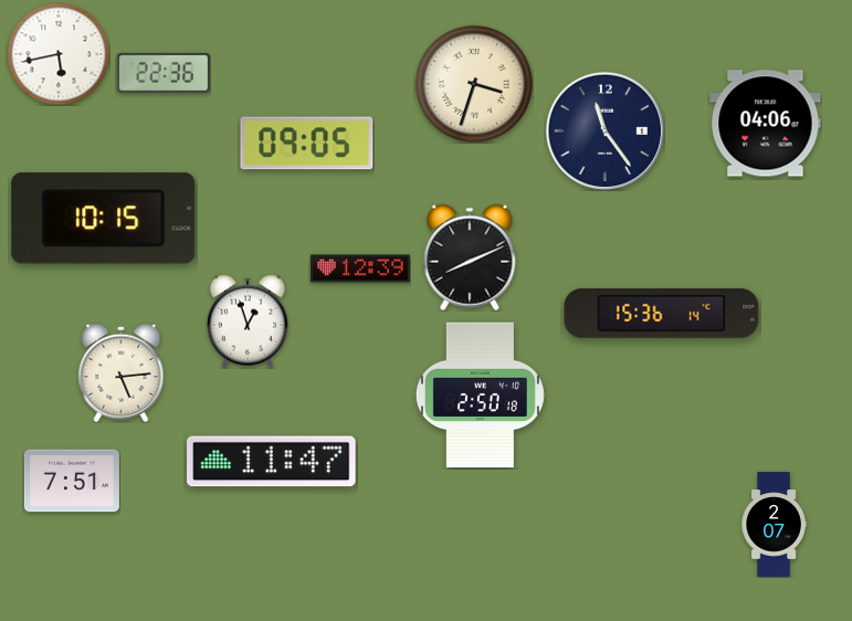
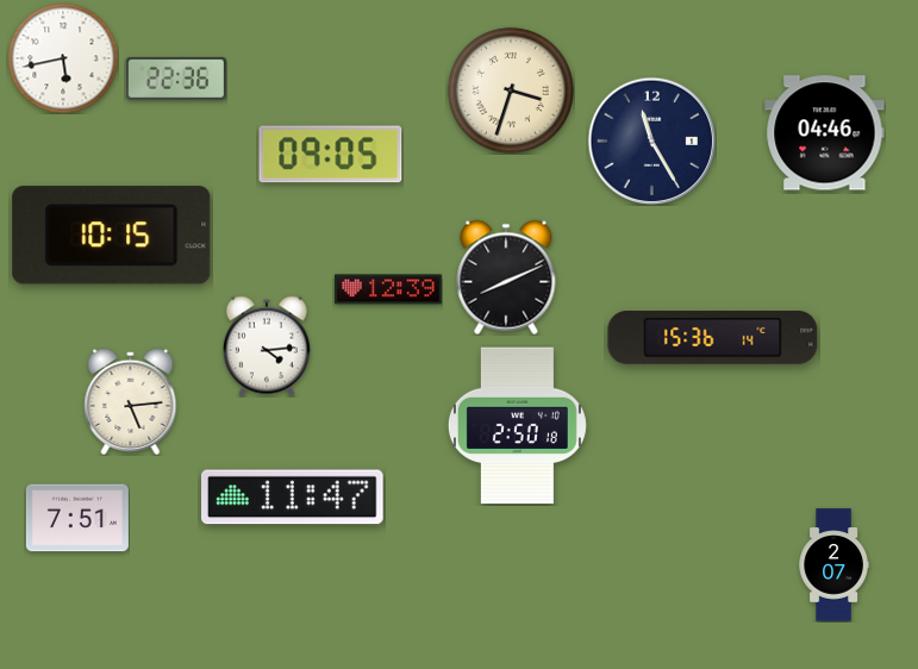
clock at (766, 124): 04:06 -> 04:46
clock at (604, 130): 11:24 -> 11:25
clock at (248, 322): 12:57 -> 4:14
